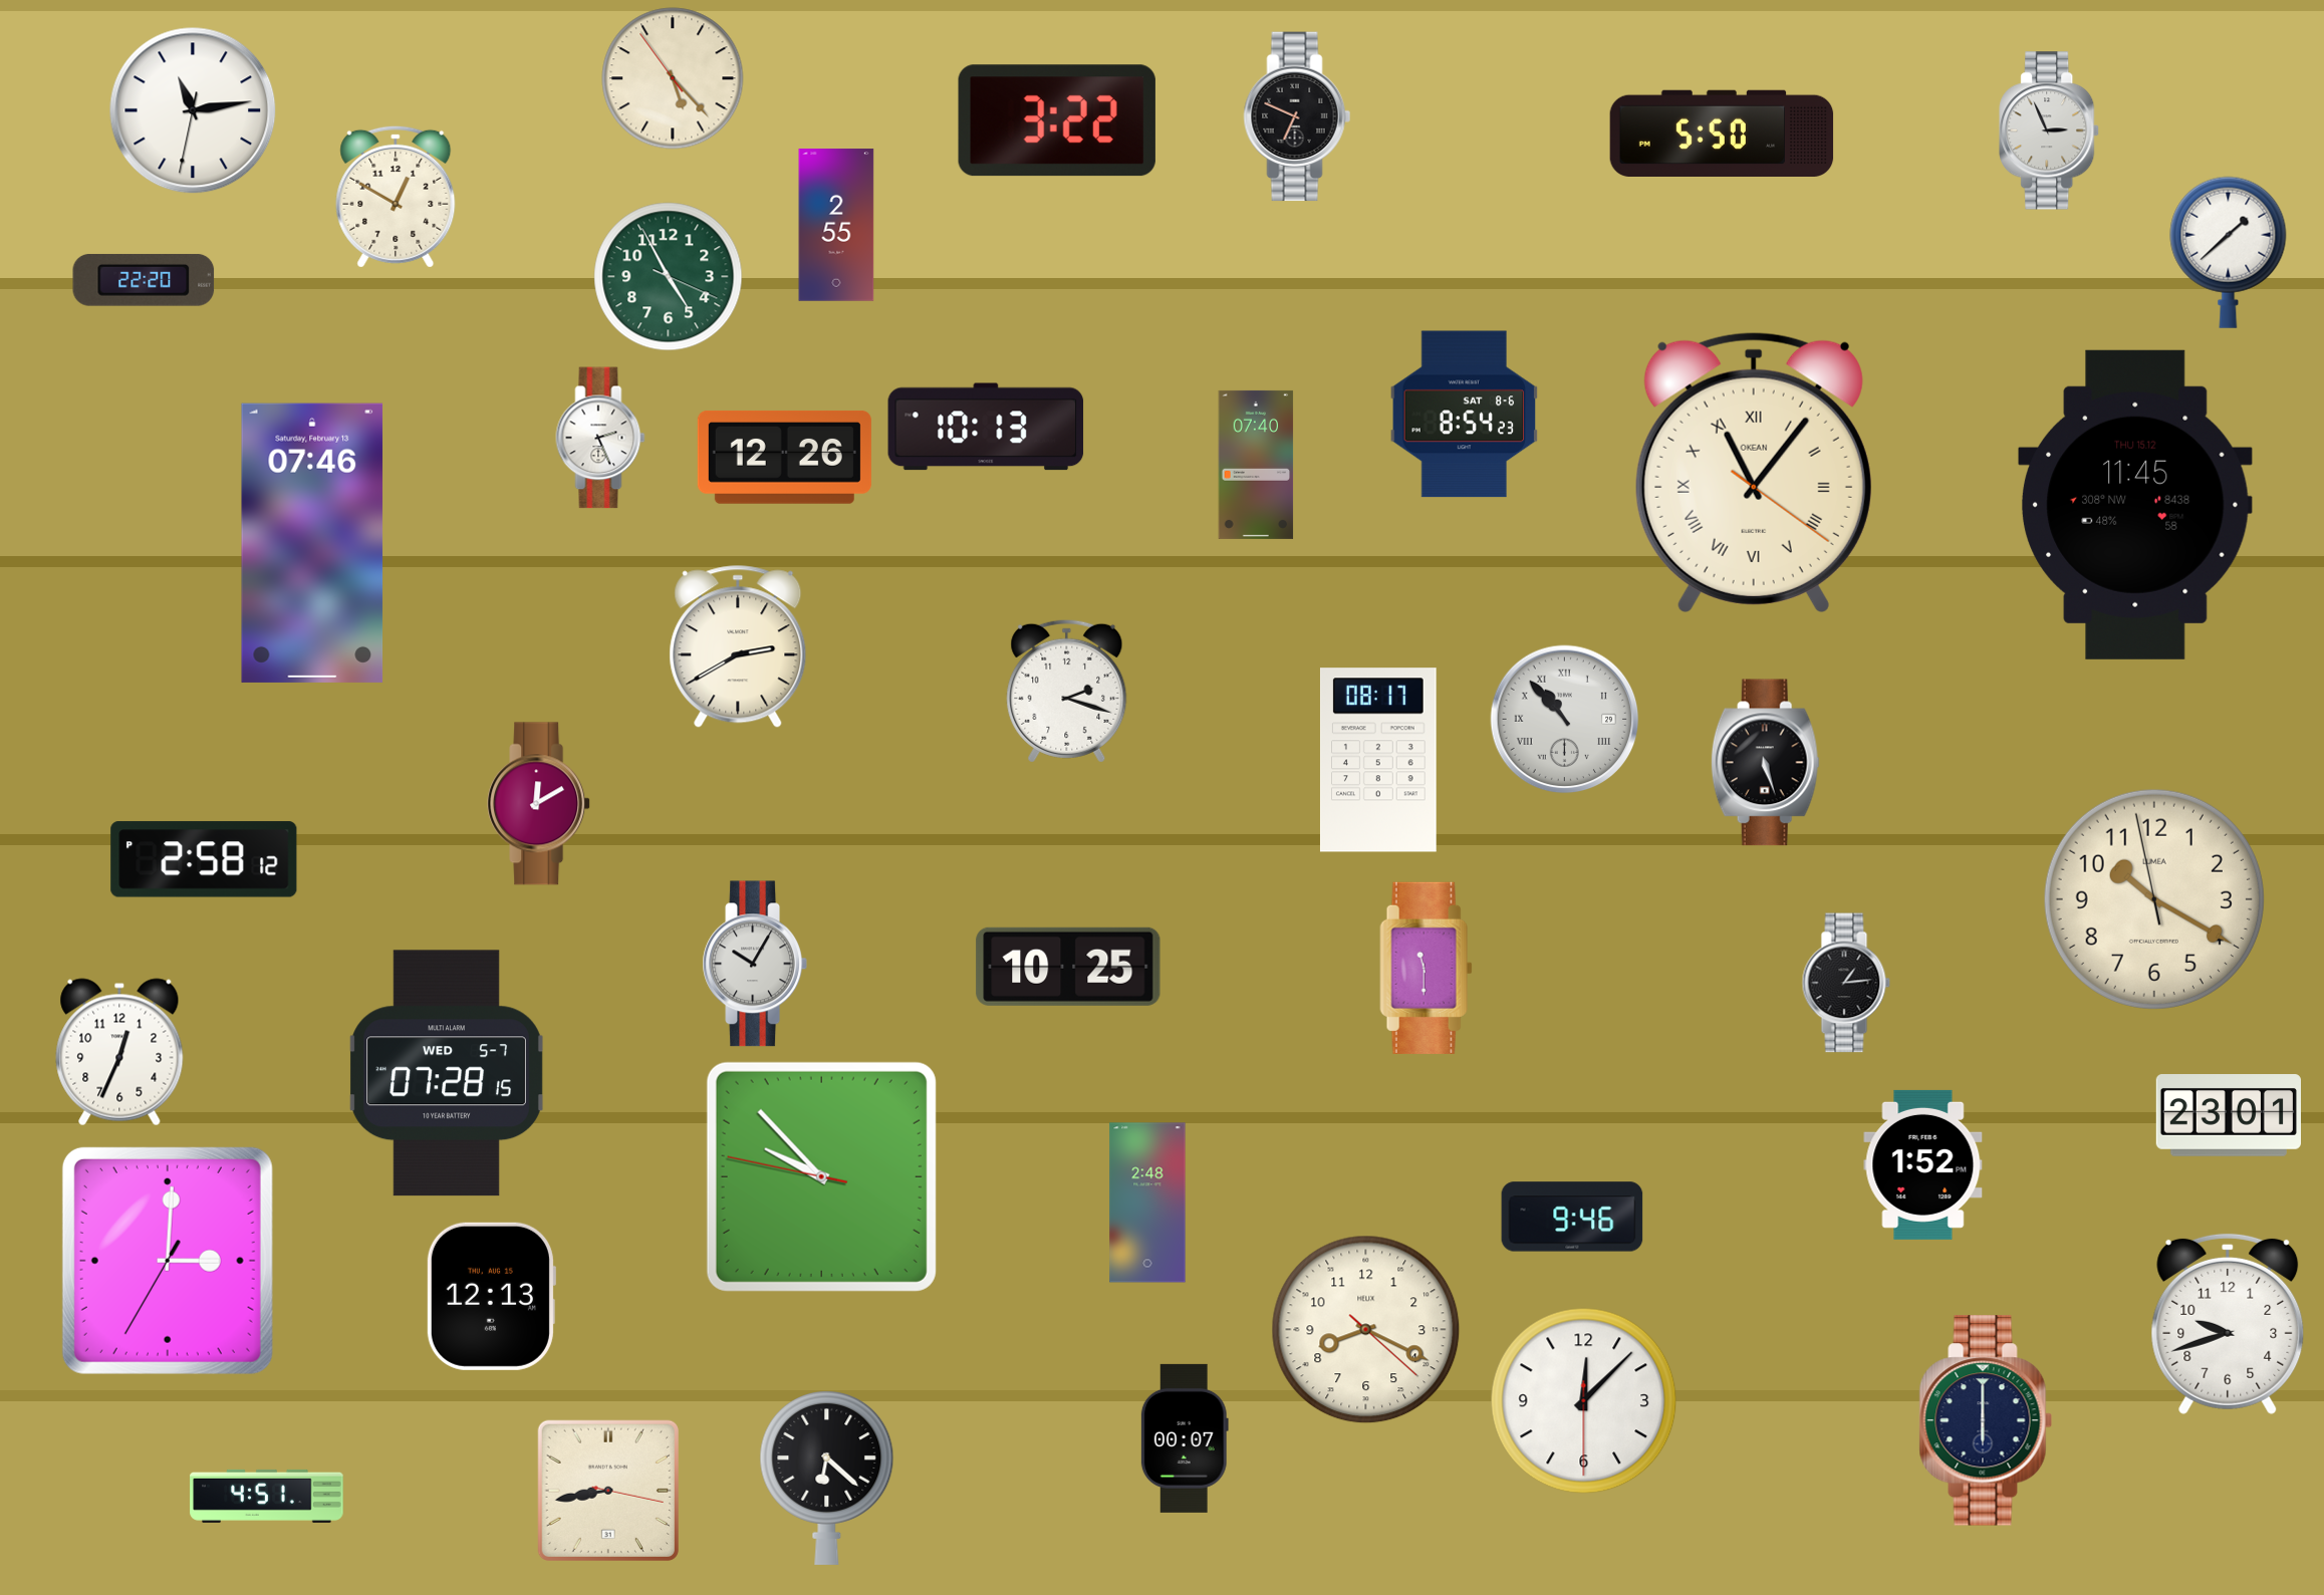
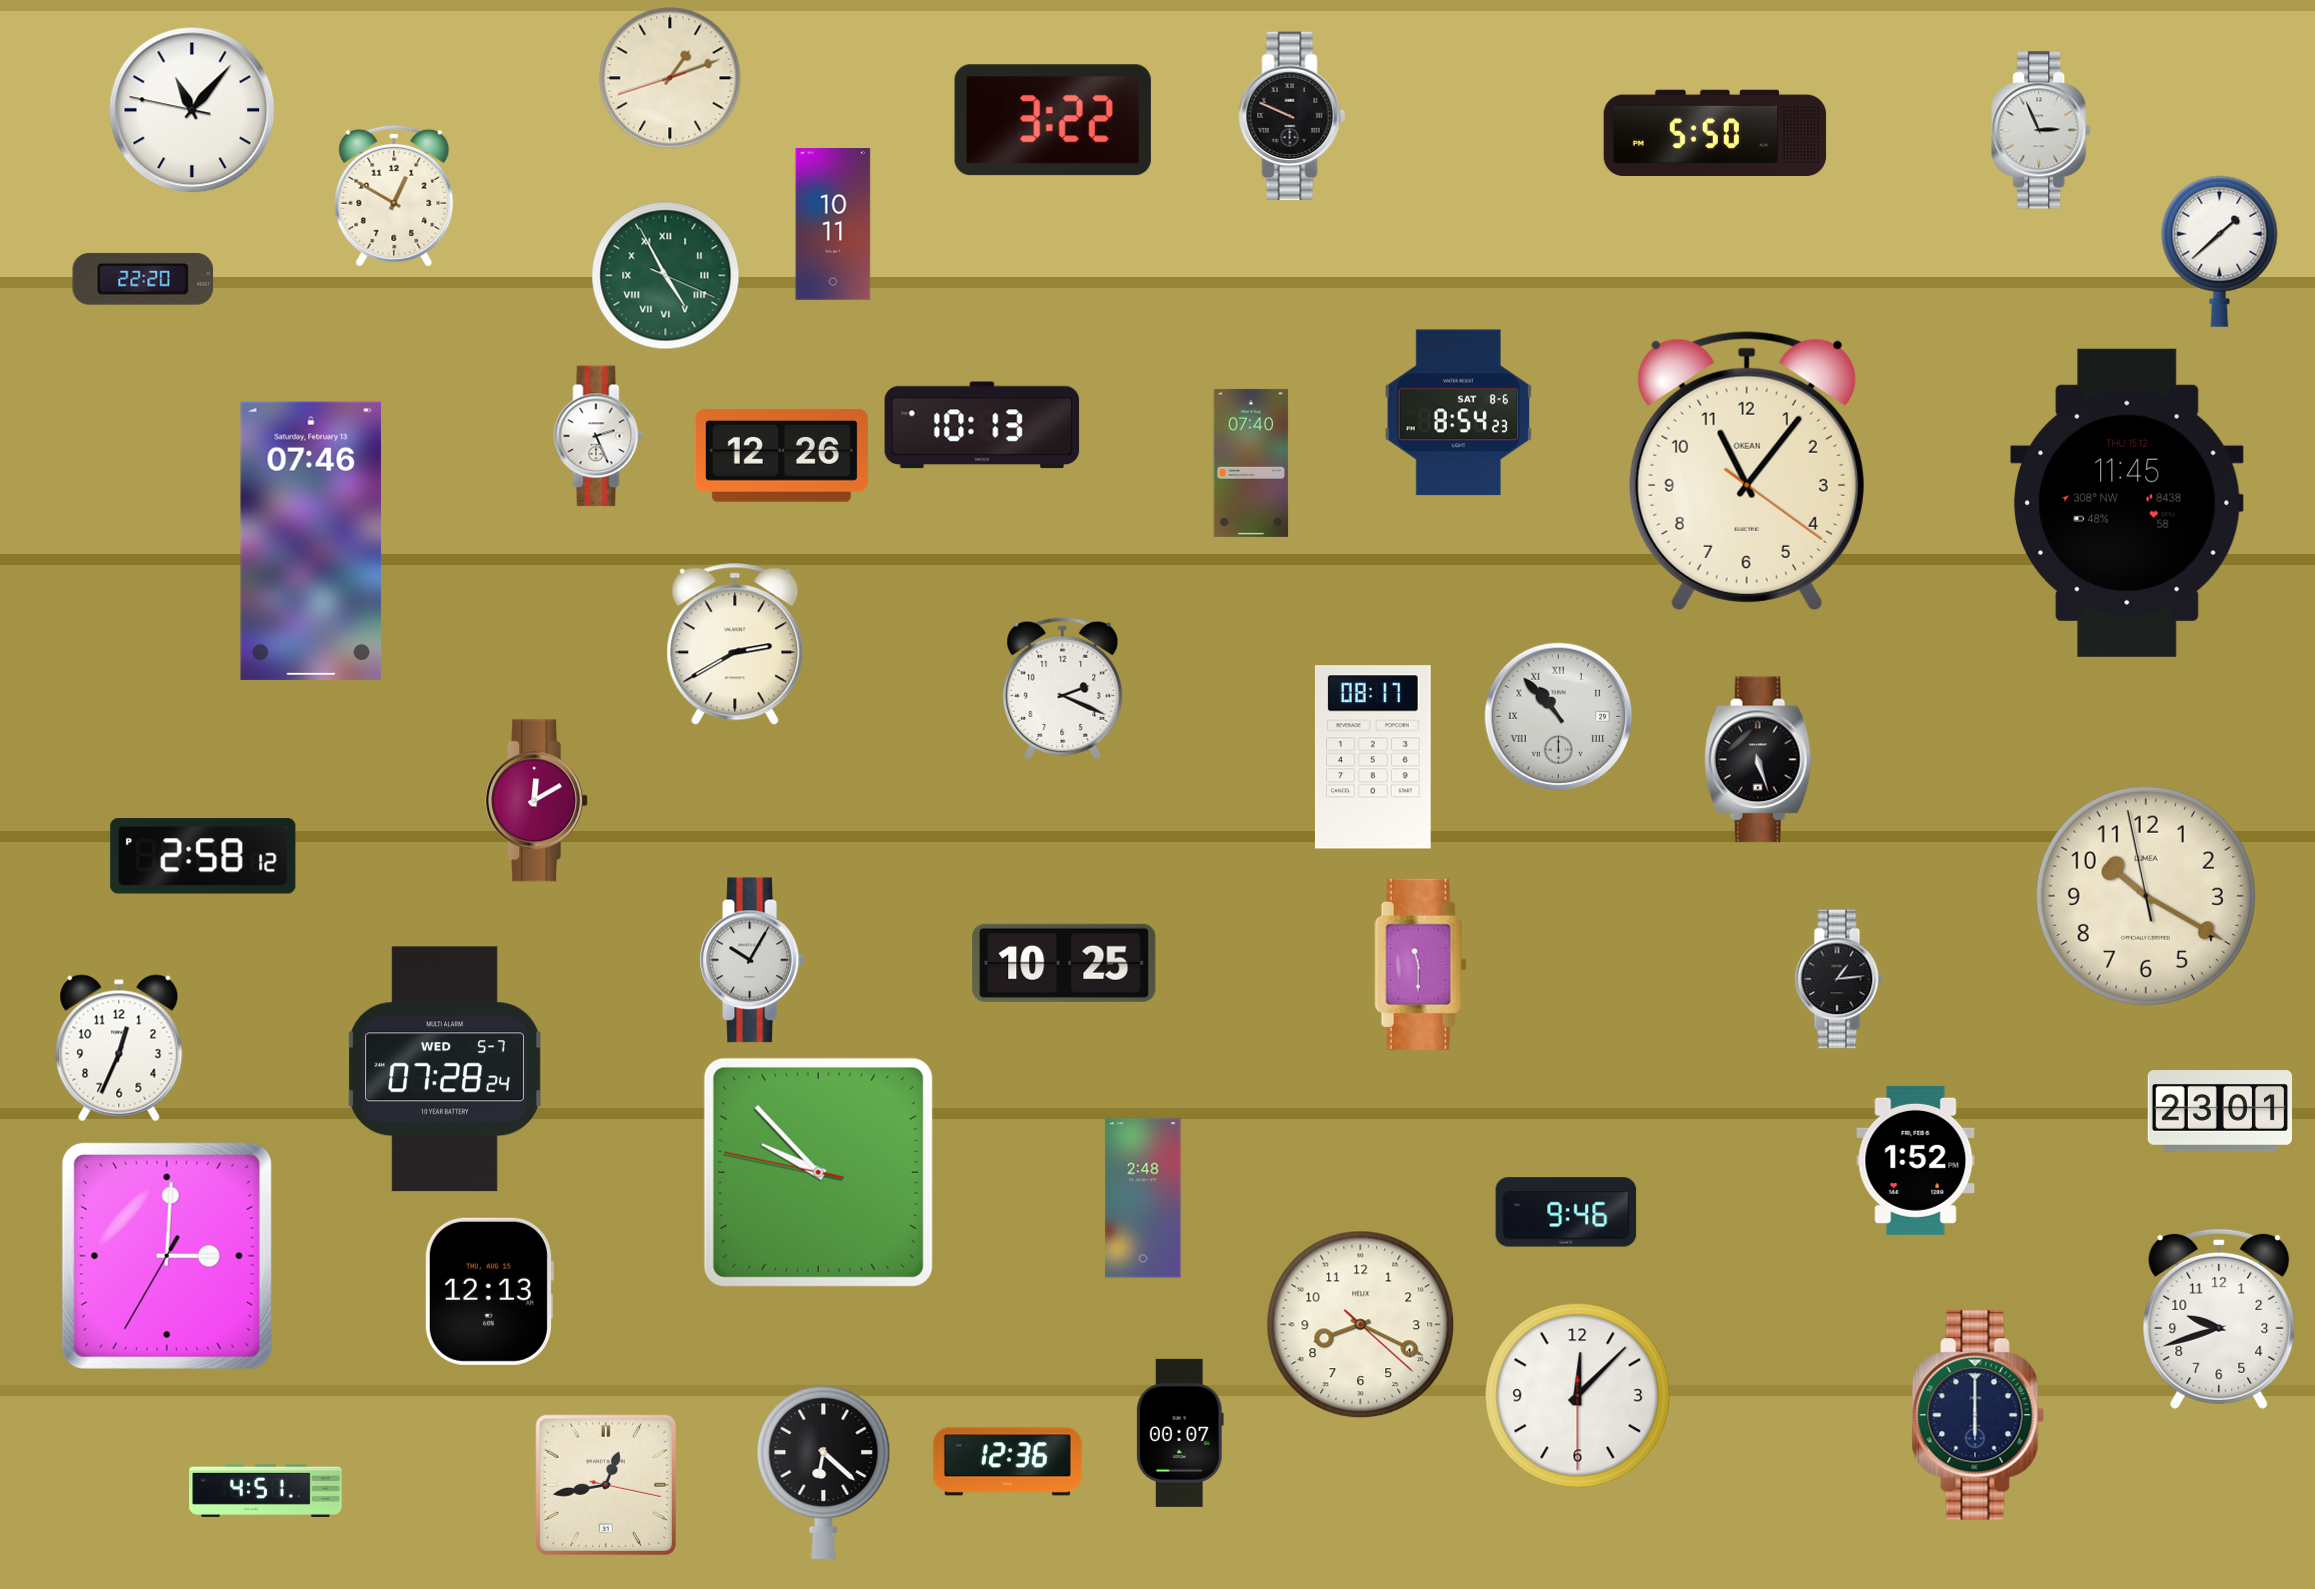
clock at (673, 78): 5:22 -> 1:11
clock at (193, 110): 11:13 -> 11:06
clock at (1297, 116): 6:49 -> 9:49
clock at (836, 225): 2:55 -> 10:11
clock at (669, 277) numerals: Arabic -> Roman
clock at (1754, 472) numerals: Roman -> Arabic
clock at (1067, 691): 2:18 -> 2:19
clock at (447, 1073): 07:28:15 -> 07:28:24
clock at (1007, 1462): none -> 12:36
clock at (608, 1491): 8:43 -> 12:43
